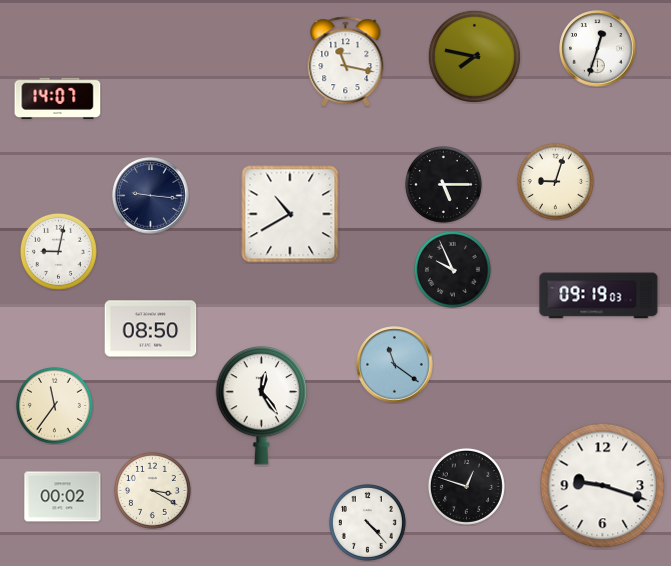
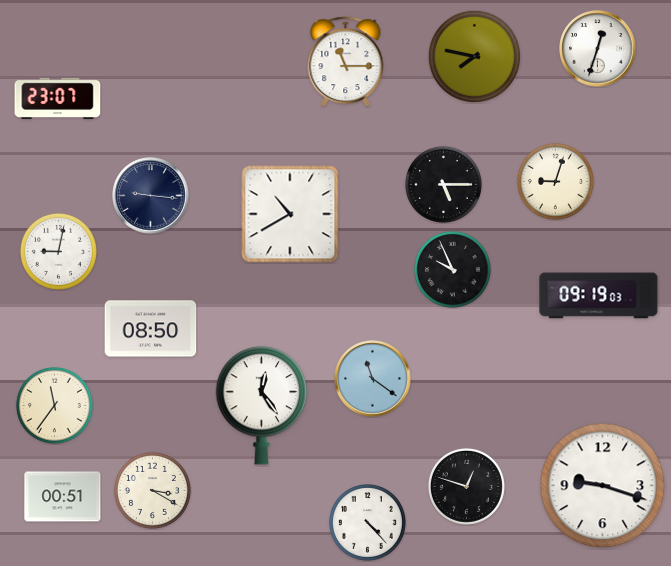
clock at (346, 62): 11:17 -> 11:15
clock at (58, 98): 14:07 -> 23:07
clock at (395, 365) position: (395, 365) -> (373, 379)
clock at (63, 497): 00:02 -> 00:51
